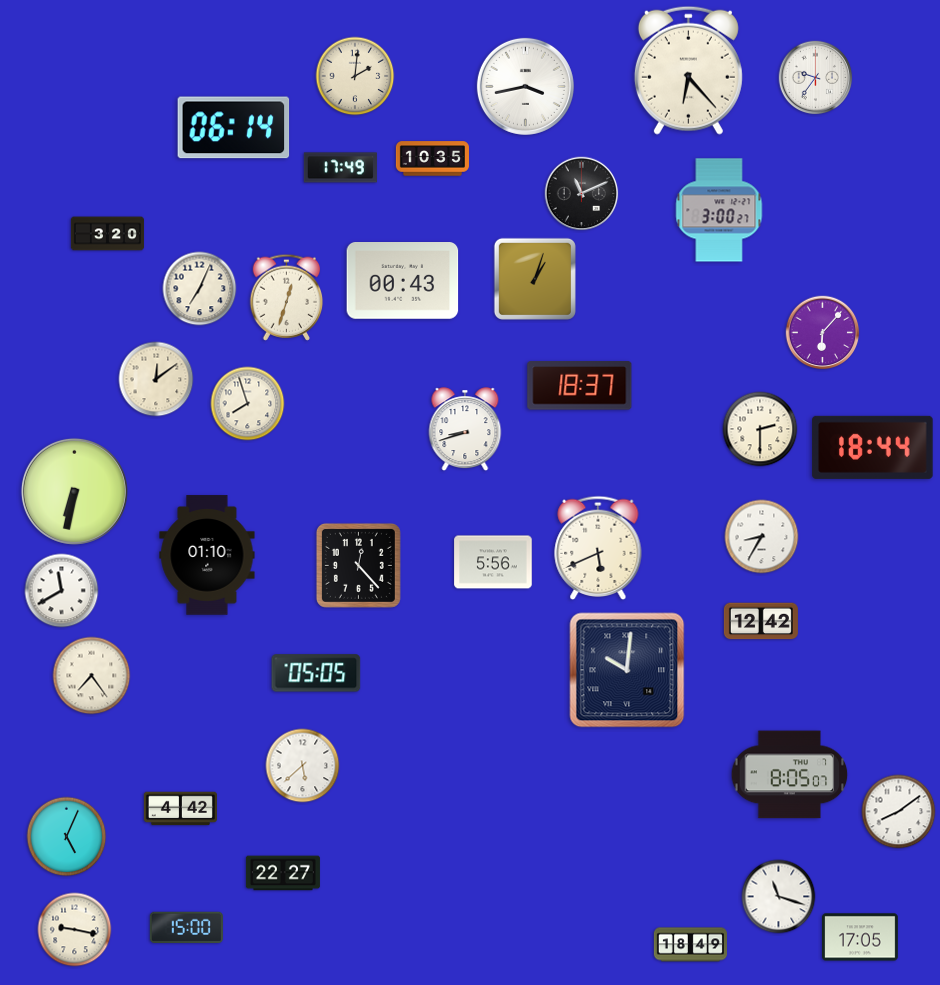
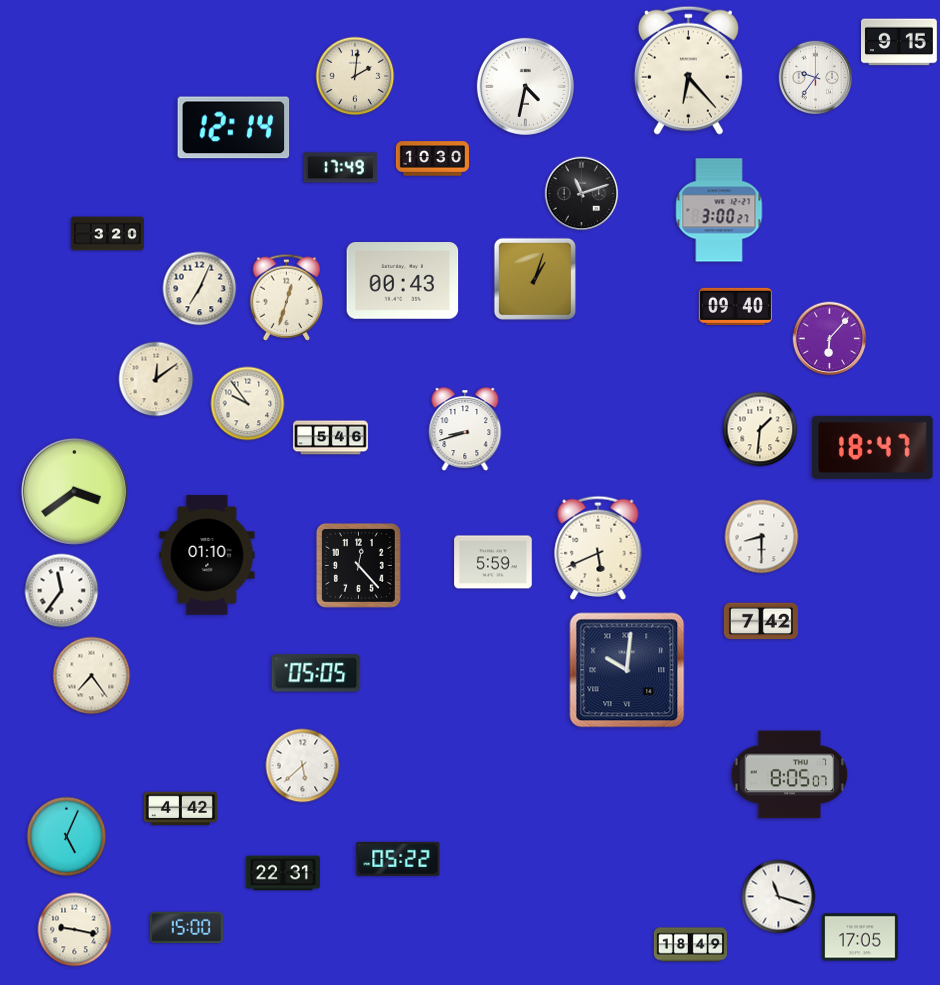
clock at (900, 42): none -> 9:15
clock at (525, 86): 3:43 -> 4:32
clock at (234, 128): 06:14 -> 12:14
clock at (432, 159): 10:35 -> 10:30
clock at (582, 194): 11:11 -> 11:12
clock at (735, 306): none -> 09:40
clock at (823, 333) position: (823, 333) -> (830, 339)
clock at (580, 386): 18:37 -> none
clock at (248, 404): 7:57 -> 9:54
clock at (760, 429): 2:30 -> 1:31
clock at (330, 438): none -> 5:46
clock at (873, 447): 18:44 -> 18:47
clock at (74, 491): 6:32 -> 3:39
clock at (762, 537): 8:35 -> 8:30
clock at (493, 562): 5:56 -> 5:59
clock at (62, 591): 11:40 -> 11:36
clock at (761, 621): 12:42 -> 7:42
clock at (899, 812): 8:09 -> none
clock at (398, 859): none -> 05:22
clock at (283, 873): 22:27 -> 22:31
